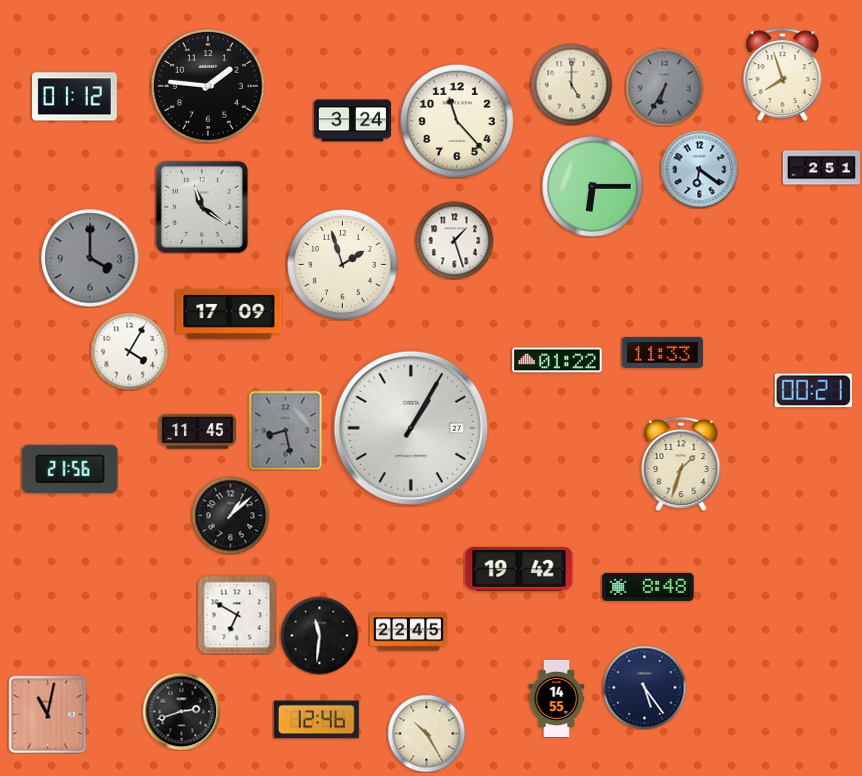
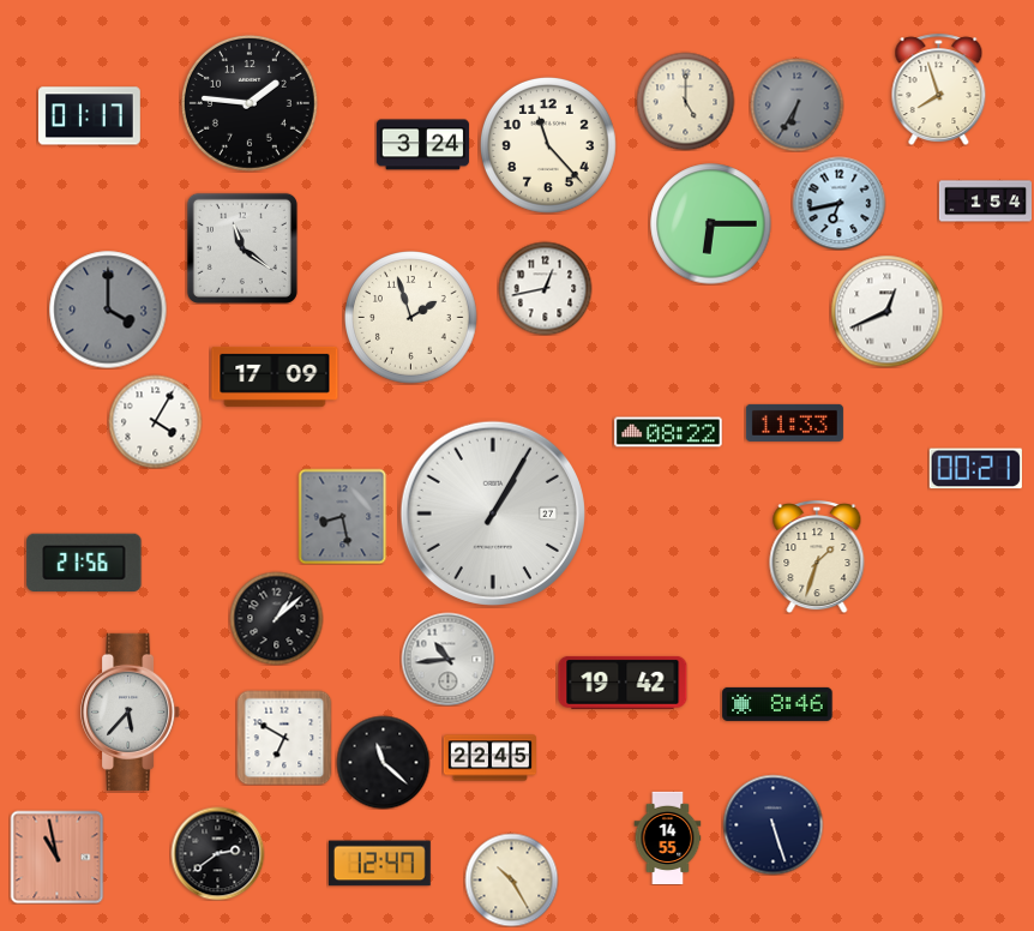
clock at (74, 97): 01:12 -> 01:17
clock at (821, 168): 2:51 -> 1:54
clock at (699, 169): 6:21 -> 6:43
clock at (454, 240): 1:27 -> 12:43
clock at (886, 311): none -> 12:41
clock at (557, 360): 01:22 -> 08:22
clock at (197, 432): 11:45 -> none
clock at (447, 659): none -> 10:44
clock at (648, 587): 8:48 -> 8:46
clock at (131, 711): none -> 5:37
clock at (319, 635): 11:31 -> 11:22
clock at (644, 687): 5:24 -> 5:27
clock at (181, 711): 2:42 -> 2:39
clock at (47, 714): 11:02 -> 10:58
clock at (316, 720): 12:46 -> 12:47
